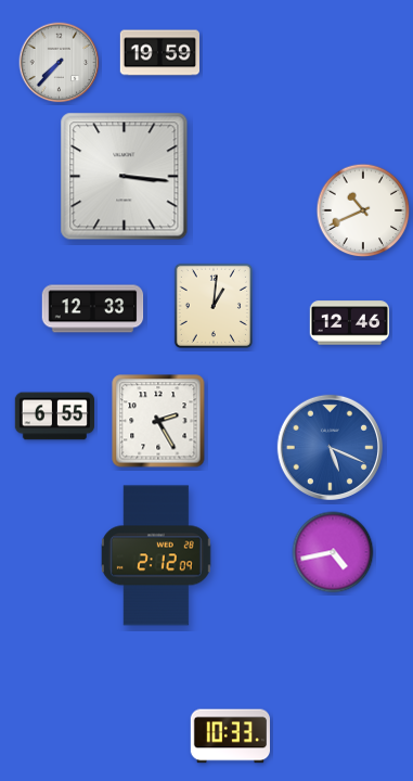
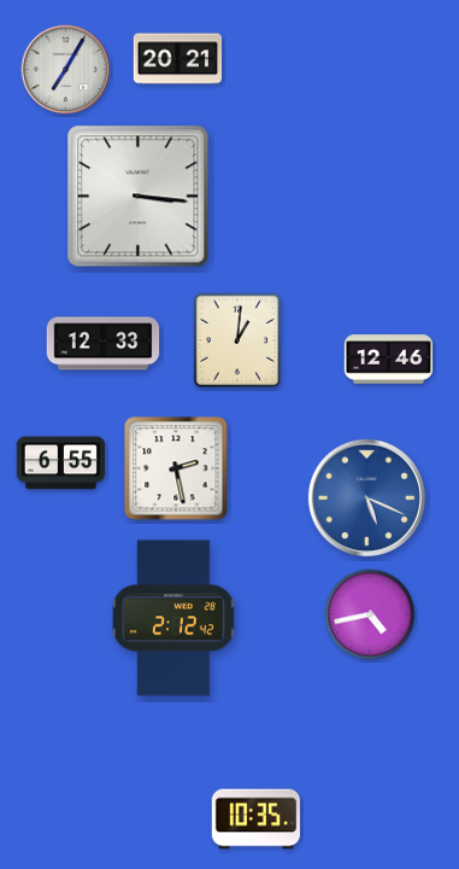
clock at (159, 53): 19:59 -> 20:21
clock at (60, 63): 7:37 -> 7:05
clock at (363, 210): 10:41 -> none
clock at (158, 421): 2:25 -> 2:28
clock at (157, 555): 2:12:09 -> 2:12:42
clock at (230, 737): 10:33 -> 10:35
